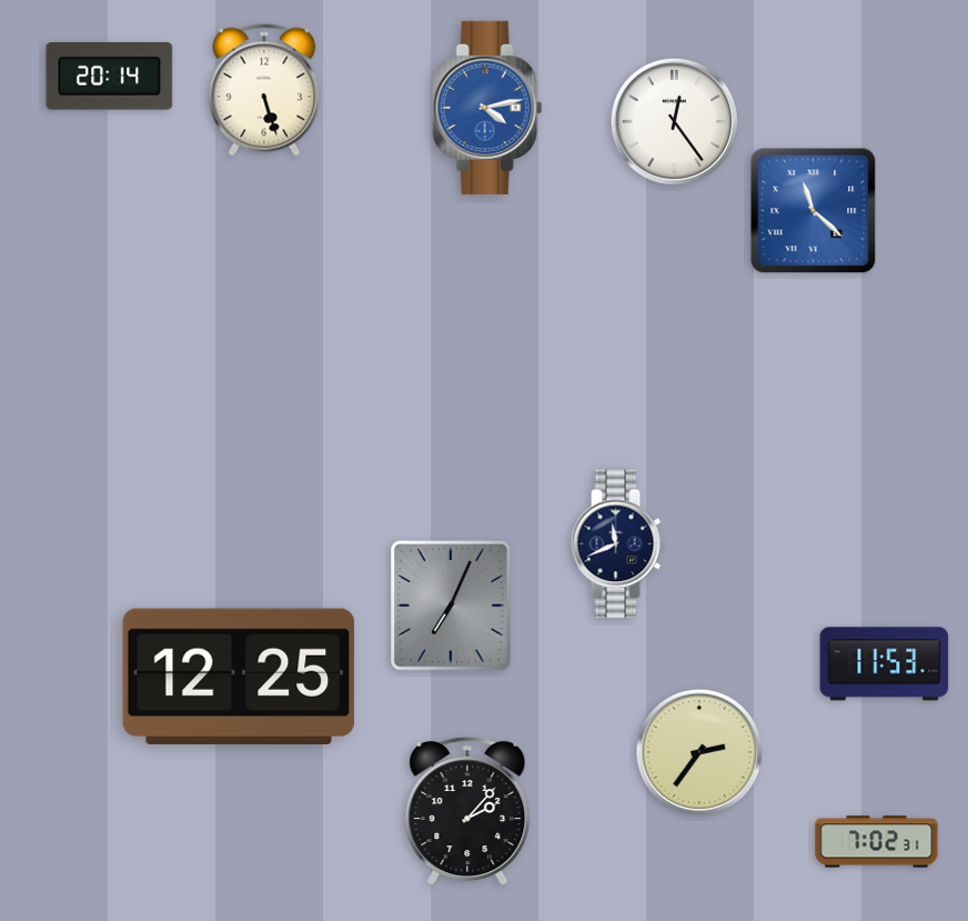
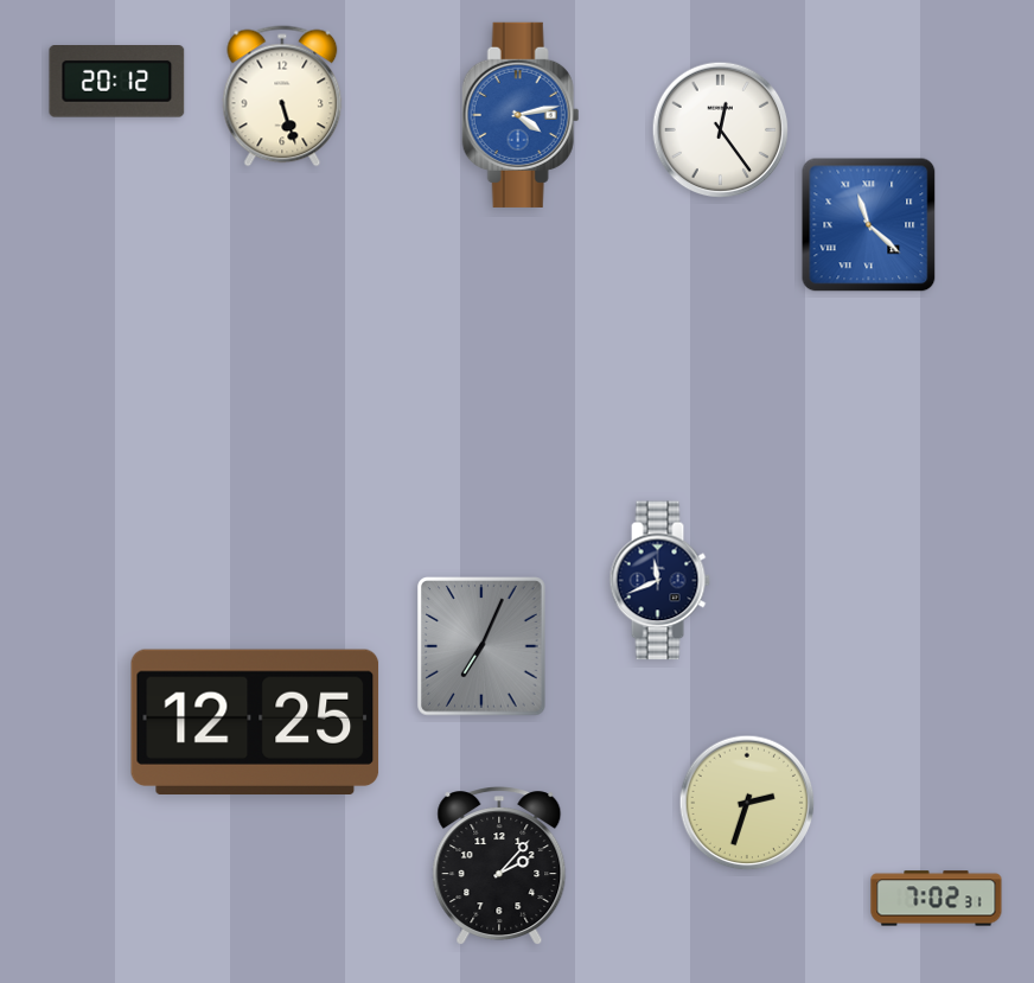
clock at (110, 77): 20:14 -> 20:12
clock at (885, 664): 11:53 -> none
clock at (699, 752): 2:36 -> 2:33
